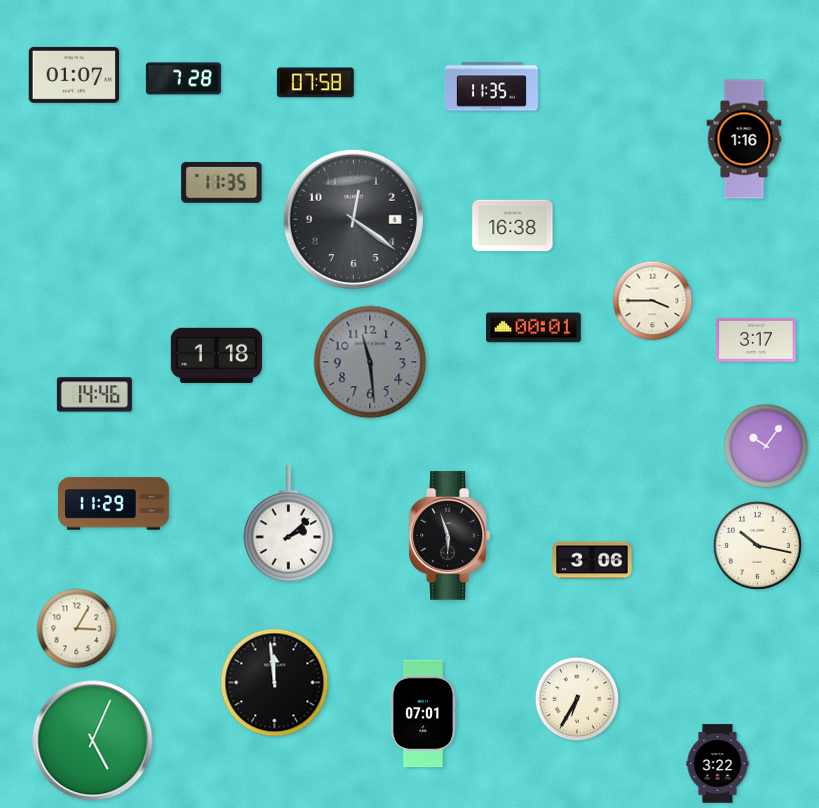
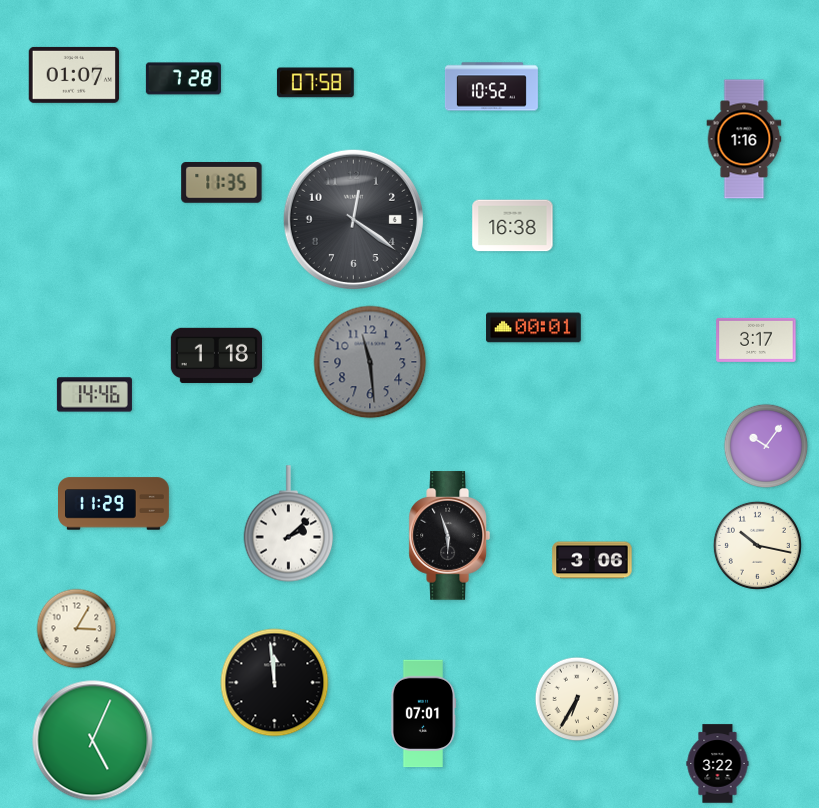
clock at (491, 87): 11:35 -> 10:52
clock at (653, 301): 3:45 -> none
